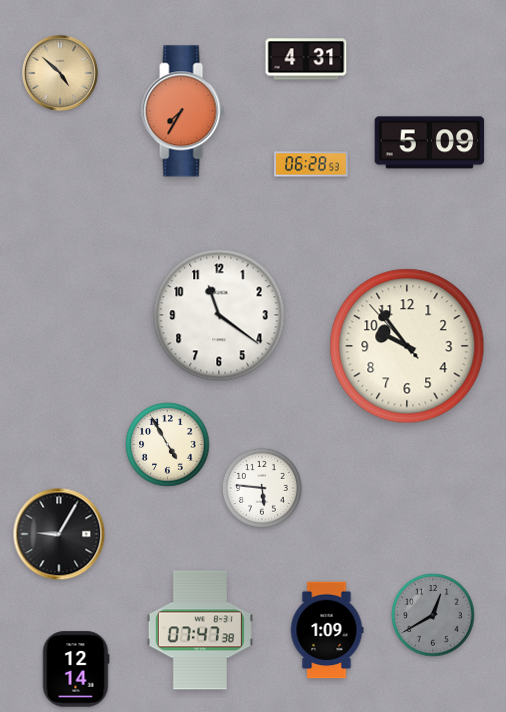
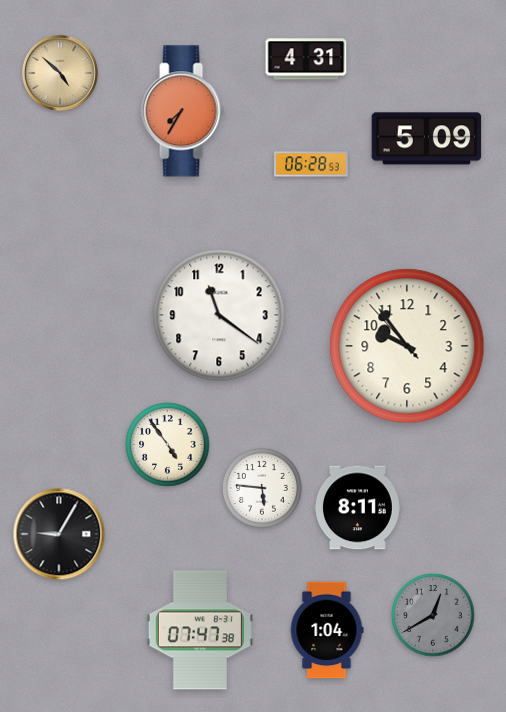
clock at (430, 143) position: (430, 143) -> (427, 139)
clock at (168, 445): 4:55 -> 4:54
clock at (357, 508): none -> 8:11
clock at (327, 630): 1:09 -> 1:04
clock at (76, 669): 12:14 -> none
